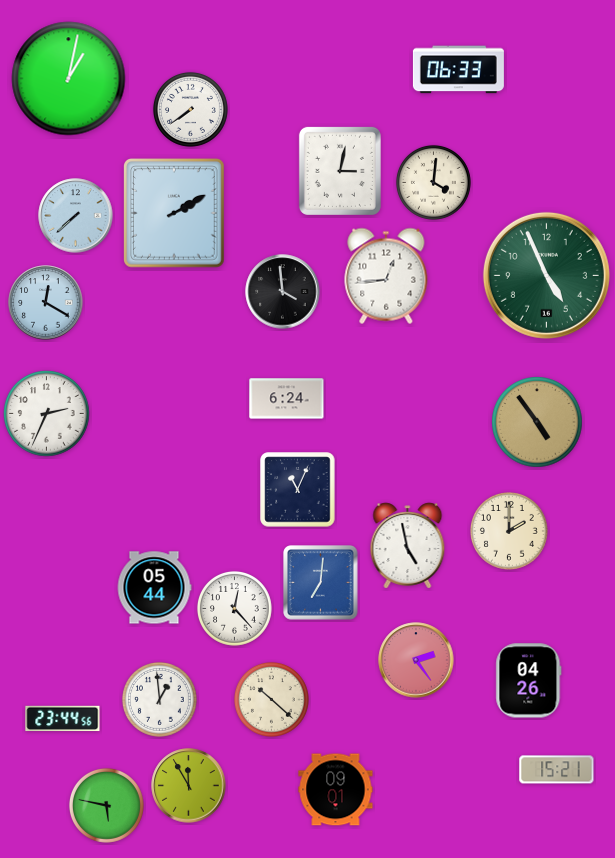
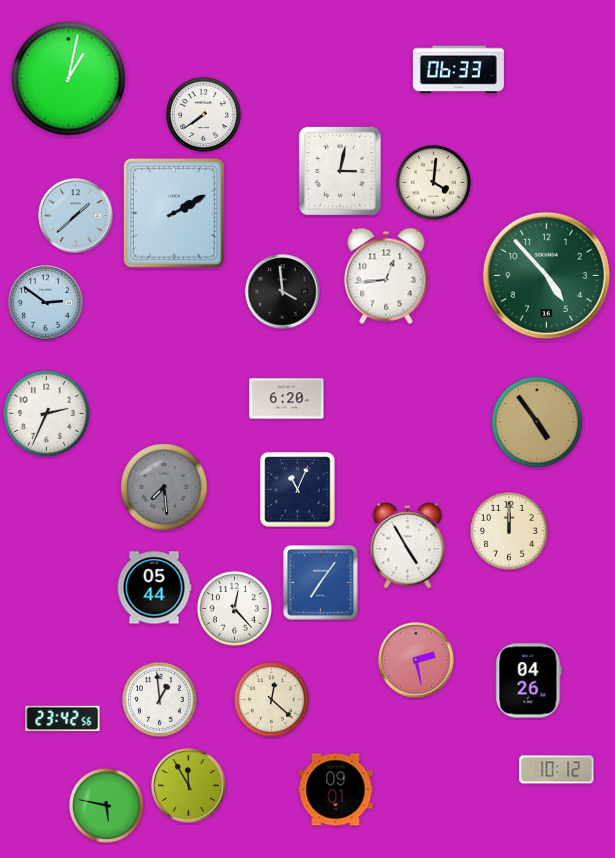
clock at (190, 109) position: (190, 109) -> (203, 114)
clock at (76, 216): 7:38 -> 1:38
clock at (546, 275): 4:56 -> 4:53
clock at (46, 303): 12:20 -> 2:51
clock at (287, 399): 6:24 -> 6:20
clock at (164, 487): none -> 7:29
clock at (510, 532): 2:00 -> 12:00
clock at (408, 546): 4:58 -> 4:55
clock at (321, 583): 7:01 -> 7:06
clock at (416, 660): 2:24 -> 2:28
clock at (271, 699): 10:22 -> 12:22
clock at (63, 719): 23:44 -> 23:42
clock at (557, 770): 15:21 -> 10:12
